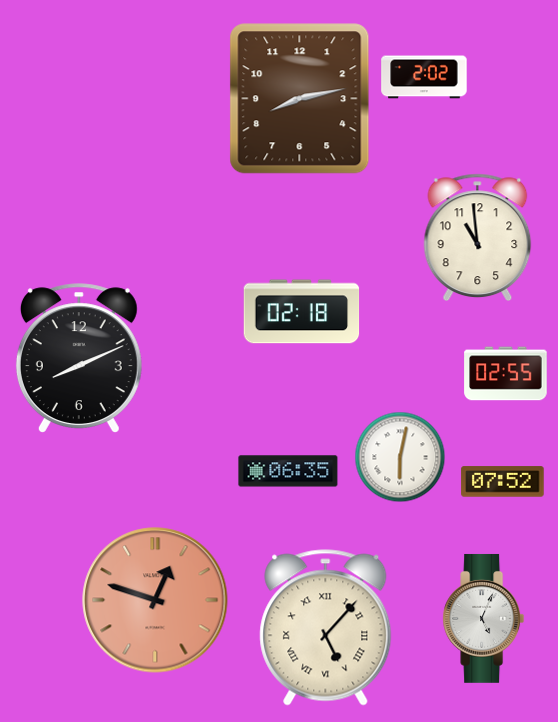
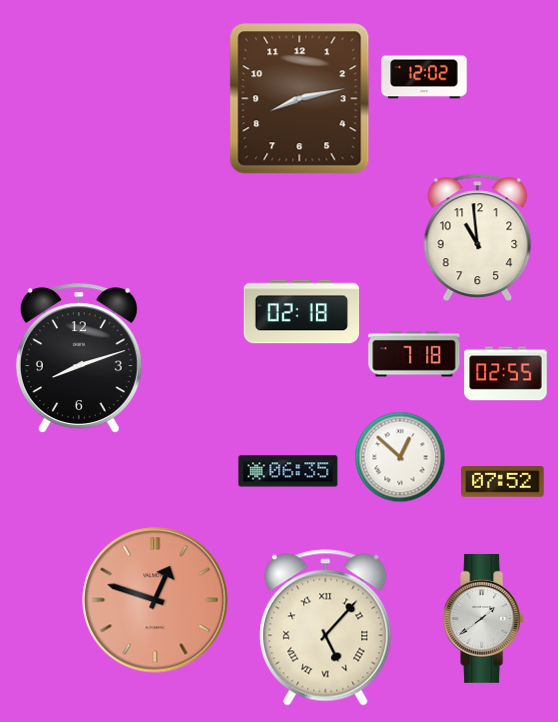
clock at (424, 77): 2:02 -> 12:02
clock at (414, 354): none -> 7:18
clock at (79, 358): 8:11 -> 8:12
clock at (400, 457): 6:02 -> 12:52
clock at (484, 618): 5:04 -> 1:39
